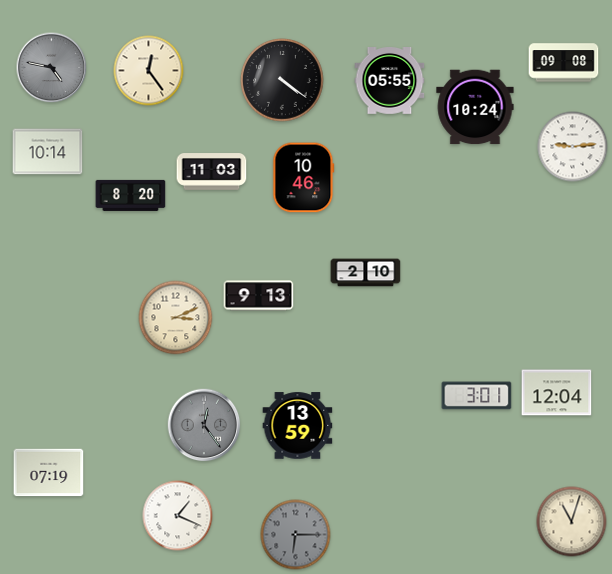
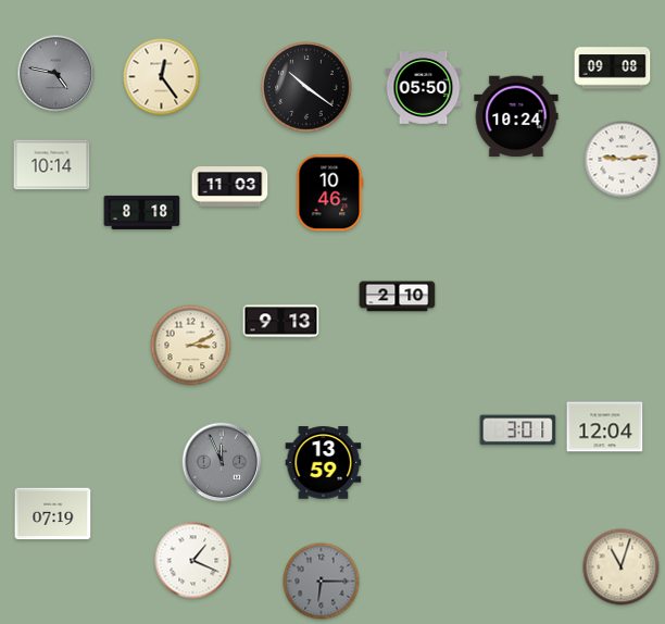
clock at (282, 80): 4:21 -> 10:21
clock at (390, 81): 05:55 -> 05:50
clock at (131, 195): 8:20 -> 8:18
clock at (204, 425): 12:24 -> 11:56
